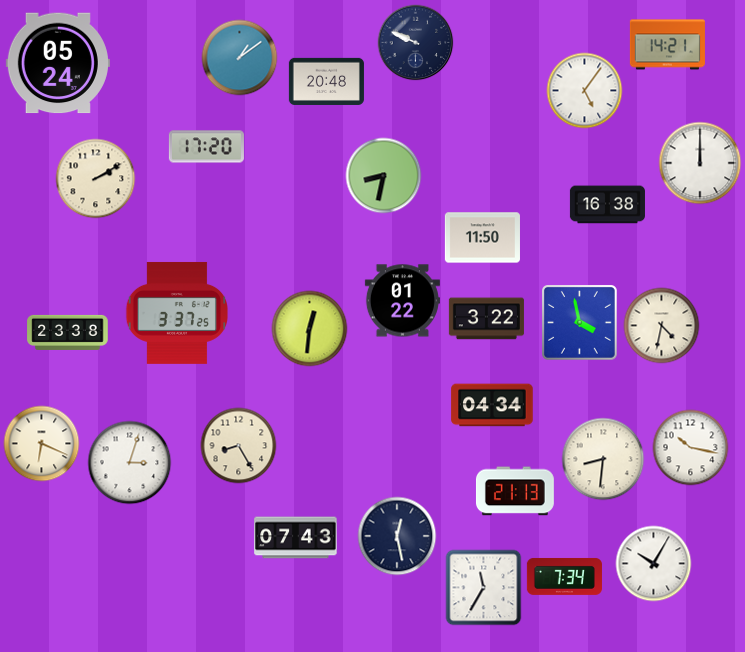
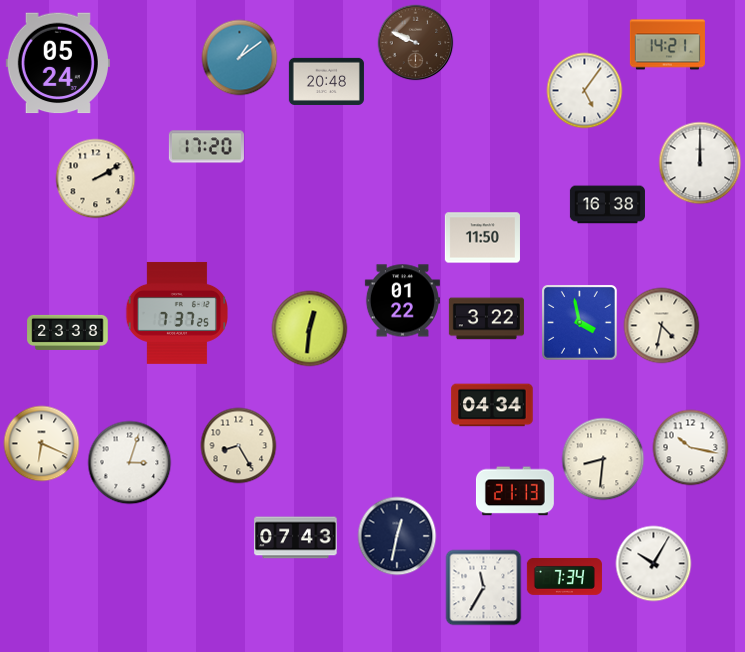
clock at (416, 43) dial: navy -> brown
clock at (384, 176): 8:32 -> none
clock at (177, 313): 3:37 -> 7:37
clock at (397, 536): 12:28 -> 12:32
